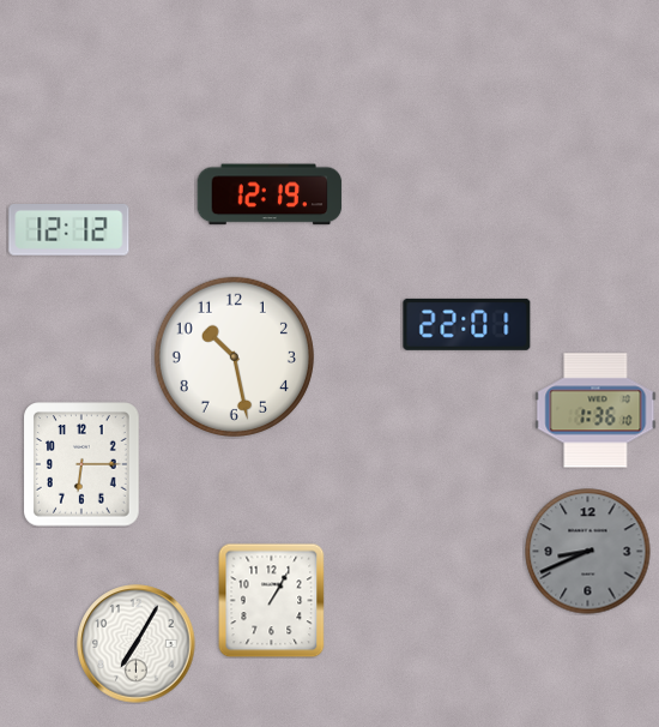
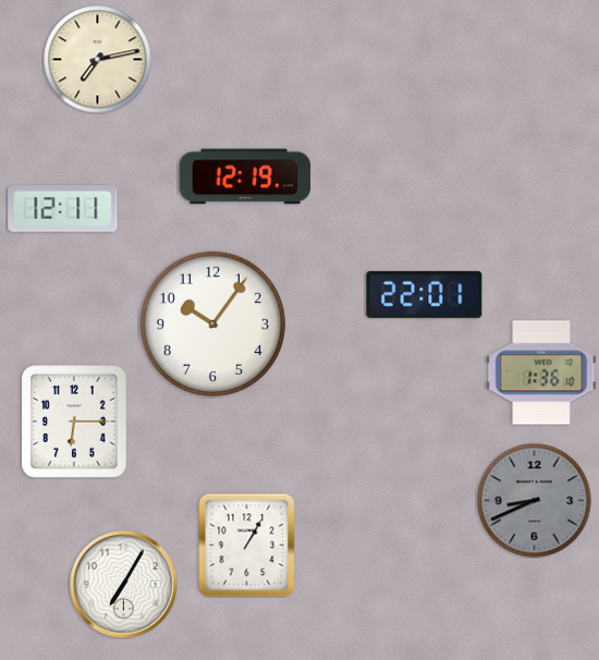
clock at (98, 60): none -> 7:13
clock at (69, 230): 12:12 -> 12:11
clock at (234, 356): 10:28 -> 10:06
